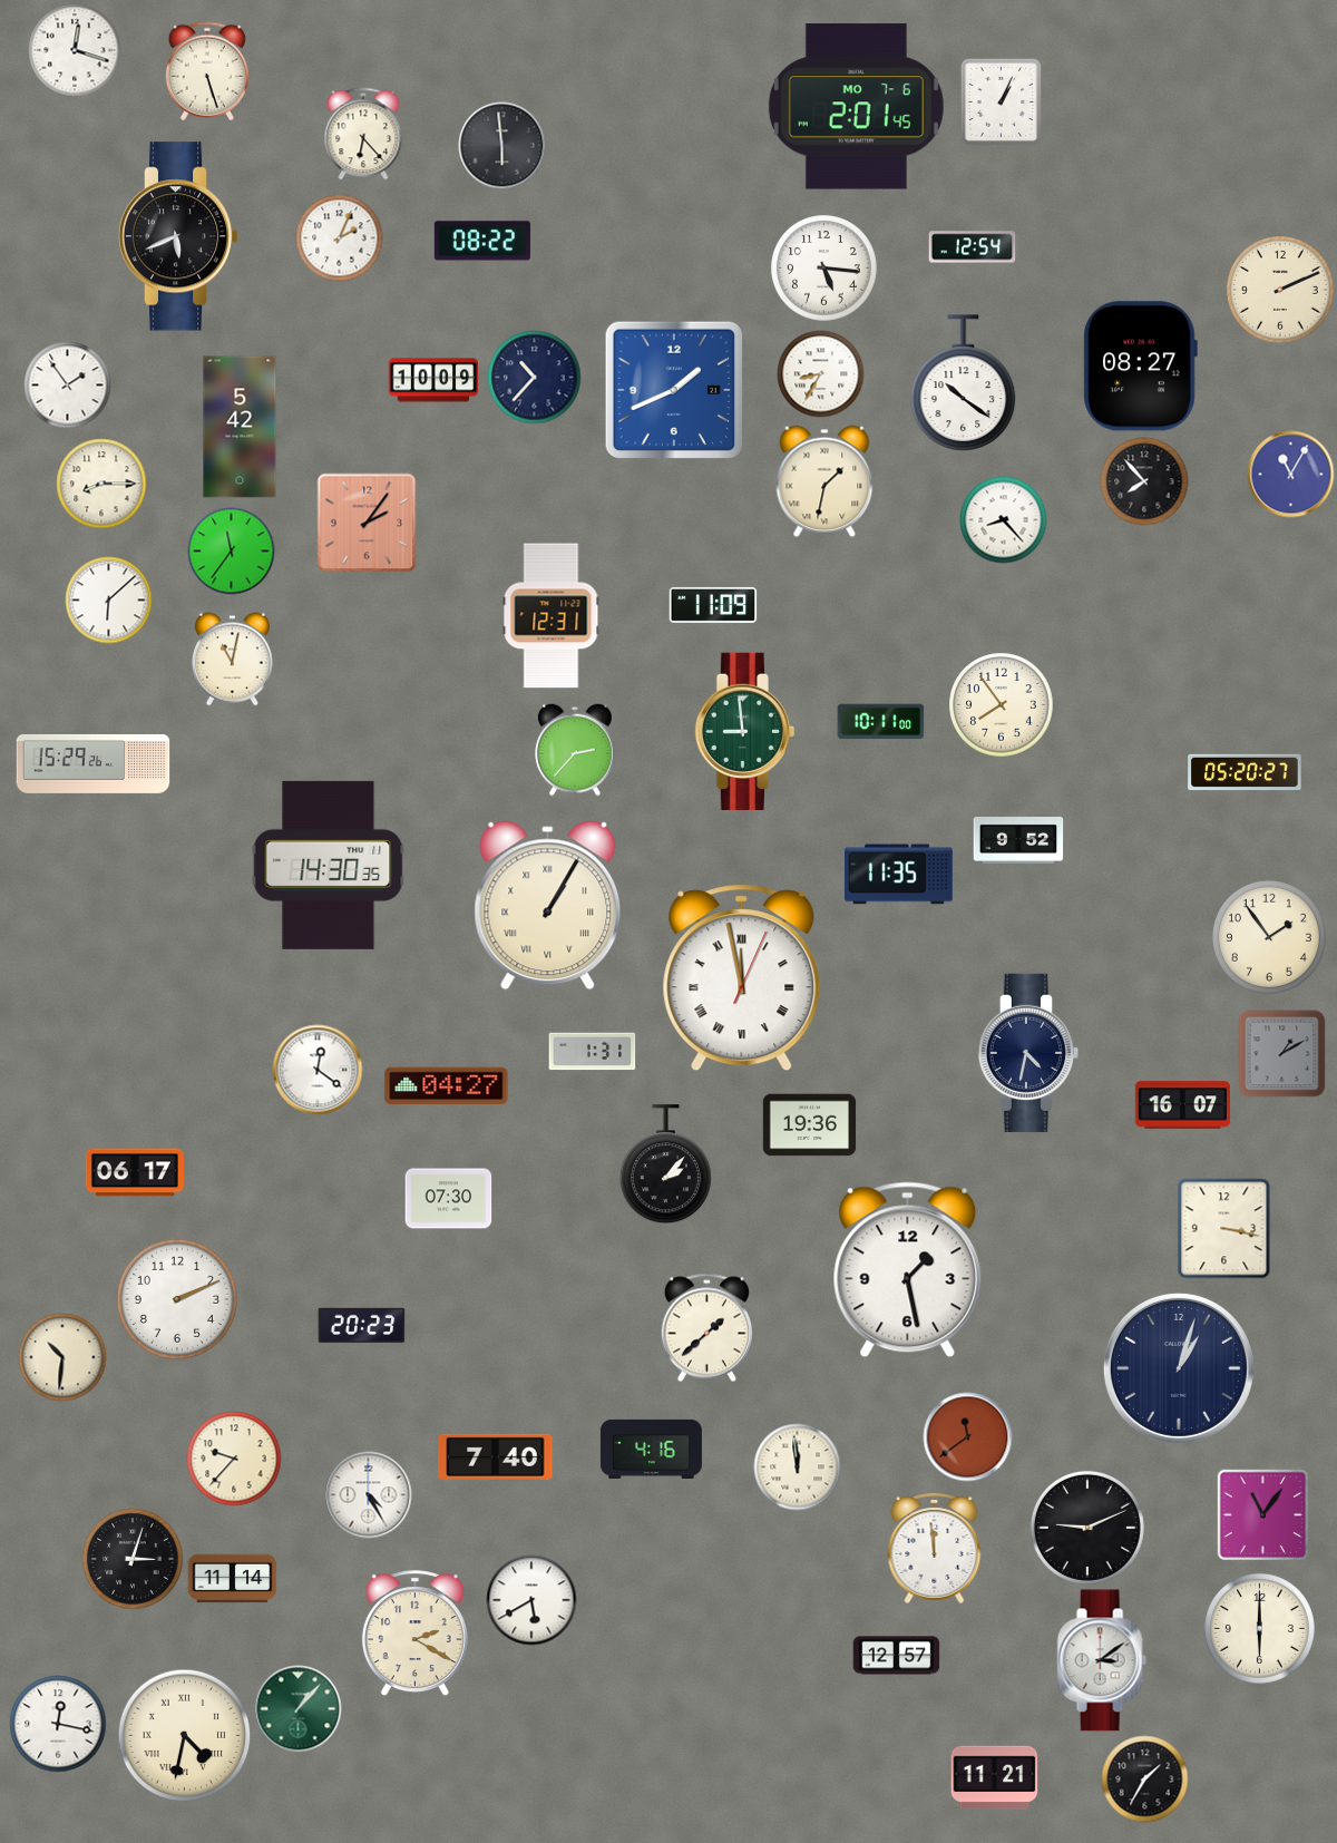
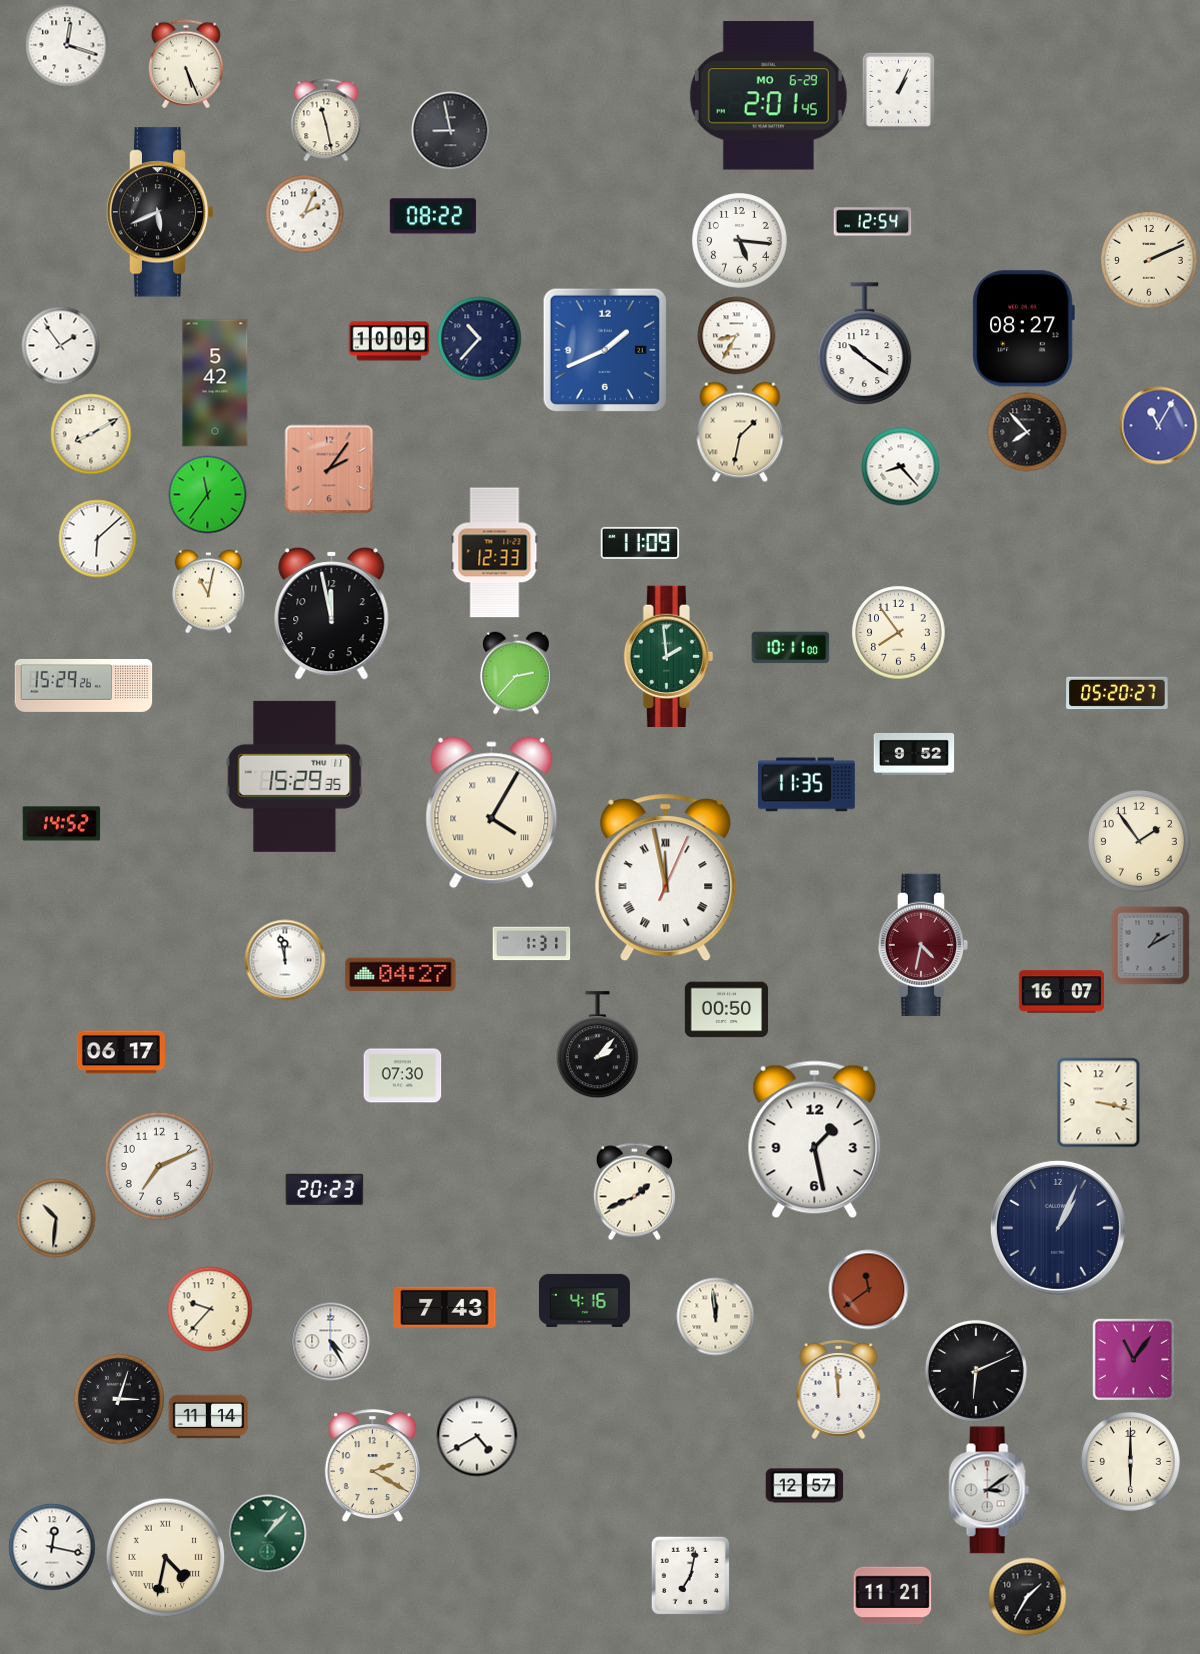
clock at (207, 71): 5:27 -> 5:26
clock at (856, 107) date: MO 7-6 -> MO 6-29
clock at (363, 134): 6:23 -> 11:28
clock at (501, 145): 5:59 -> 8:58
clock at (101, 484): 8:15 -> 8:10
clock at (552, 616): 12:31 -> 12:33
clock at (332, 614): none -> 11:58
clock at (745, 731): 8:59 -> 1:59
clock at (329, 865): 14:30 -> 15:29
clock at (548, 906): 1:05 -> 4:05
clock at (61, 824): none -> 14:52
clock at (1027, 1052) dial: navy -> burgundy
clock at (318, 1070): 12:21 -> 11:58
clock at (809, 1125): 19:36 -> 00:50
clock at (177, 1299): 2:11 -> 7:11
clock at (706, 1327): 1:38 -> 1:41
clock at (1179, 1368): 1:03 -> 1:04
clock at (496, 1456): 7:40 -> 7:43
clock at (1087, 1528): 9:11 -> 6:11
clock at (531, 1600): 5:40 -> 4:40
clock at (690, 1575): none -> 7:02
